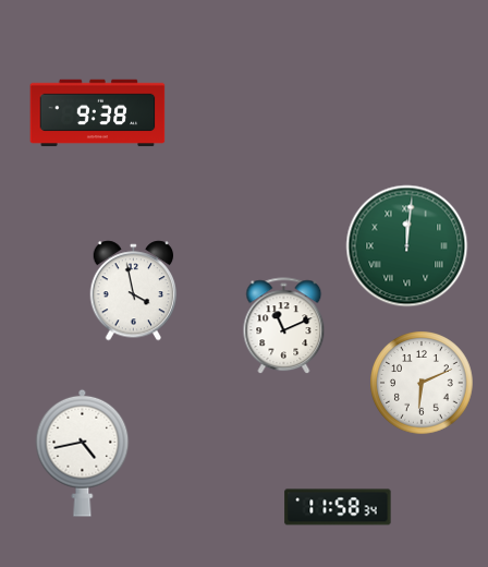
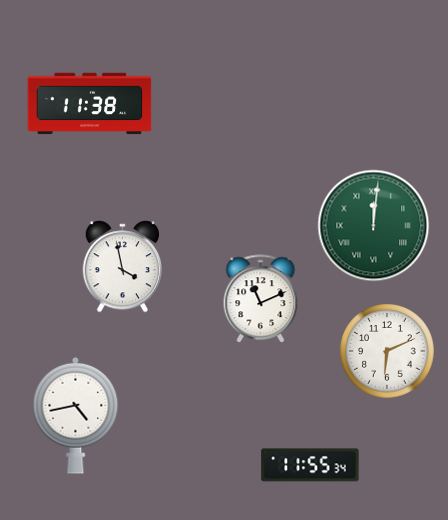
clock at (98, 113): 9:38 -> 11:38
clock at (338, 507): 11:58 -> 11:55
